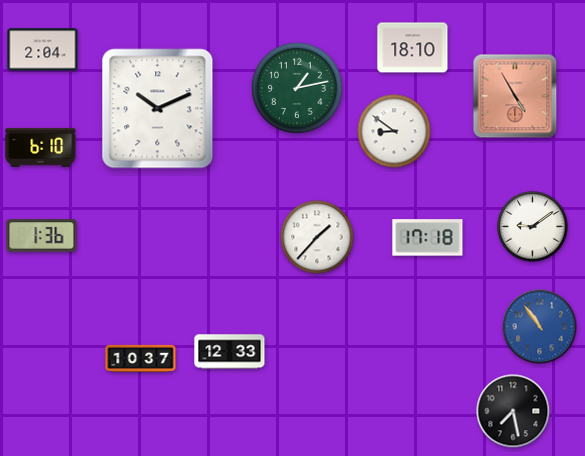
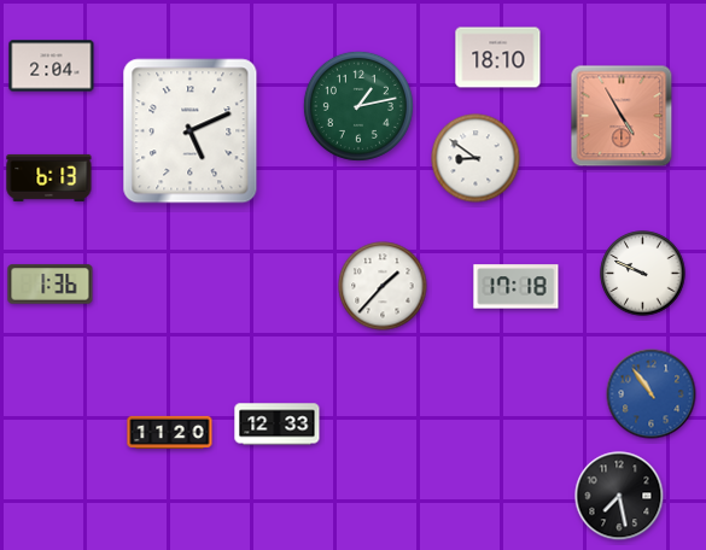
clock at (43, 50) position: (43, 50) -> (52, 66)
clock at (158, 109): 10:11 -> 5:11
clock at (41, 147): 6:10 -> 6:13
clock at (533, 227): 9:09 -> 9:49
clock at (141, 358): 10:37 -> 11:20
